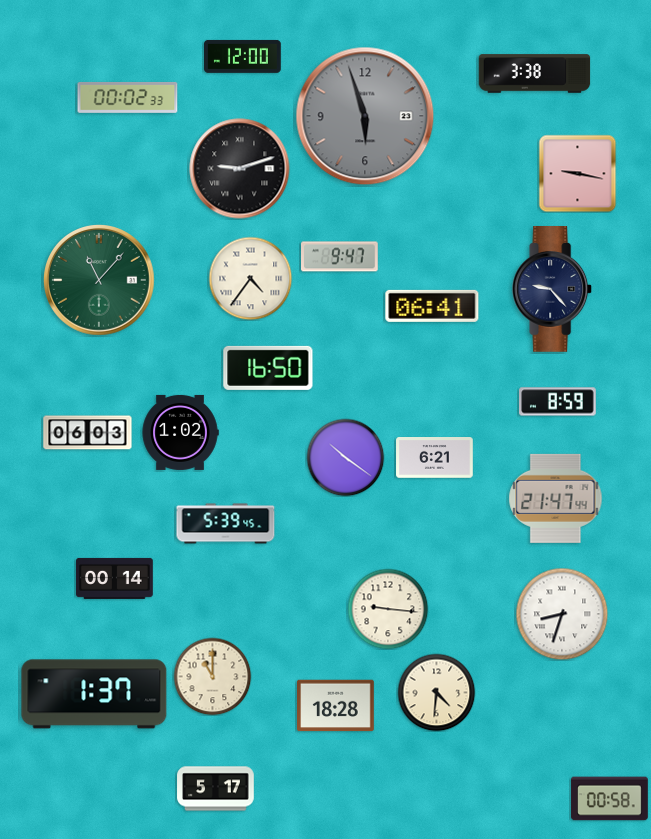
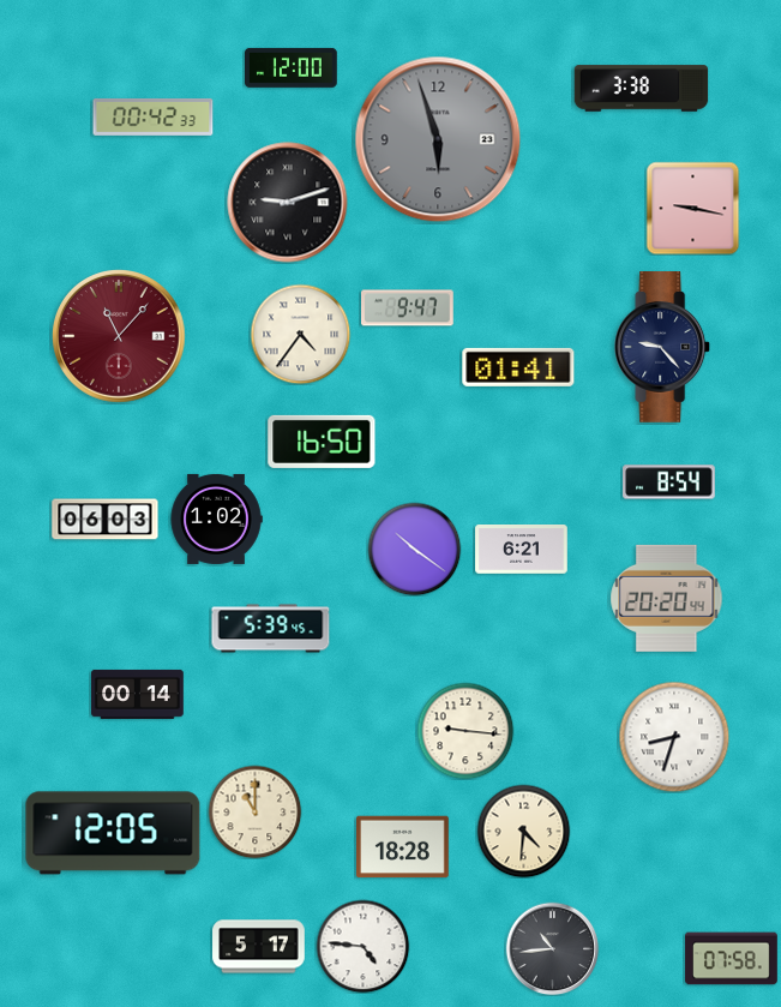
clock at (128, 97): 00:02 -> 00:42
clock at (100, 281) dial: green -> burgundy
clock at (432, 306): 06:41 -> 01:41
clock at (558, 402): 8:59 -> 8:54
clock at (556, 498): 21:47 -> 20:20
clock at (94, 694): 1:37 -> 12:05
clock at (362, 946): none -> 4:46
clock at (552, 948): none -> 10:44
clock at (610, 799): 00:58 -> 07:58
